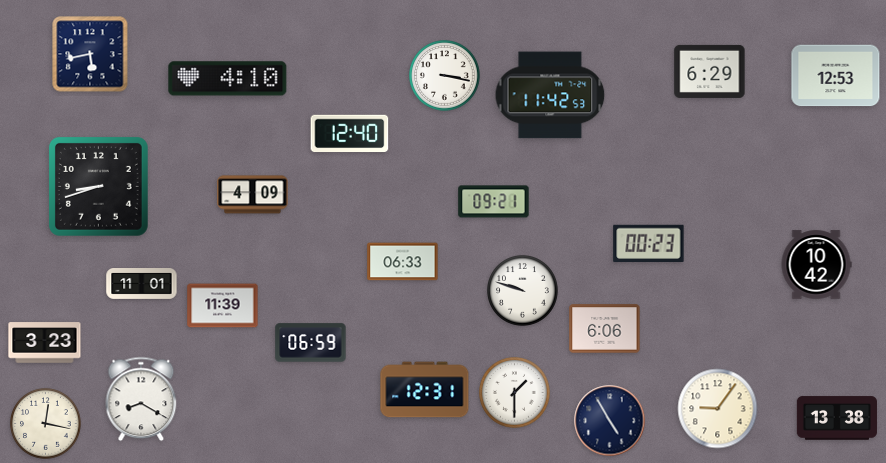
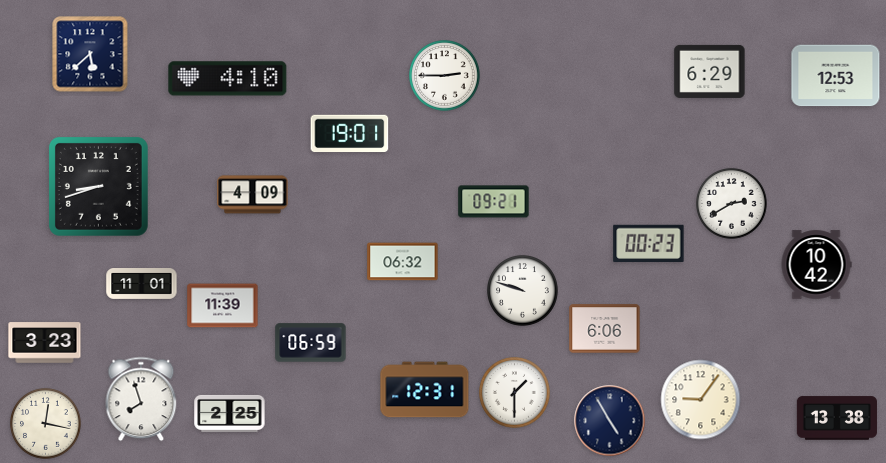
clock at (90, 54): 5:43 -> 5:38
clock at (445, 76): 3:17 -> 2:45
clock at (550, 95): 11:42 -> none
clock at (350, 134): 12:40 -> 19:01
clock at (732, 204): none -> 2:40
clock at (403, 262): 06:33 -> 06:32
clock at (141, 399): 8:20 -> 7:57
clock at (718, 409) position: (718, 409) -> (701, 400)
clock at (230, 413): none -> 2:25
